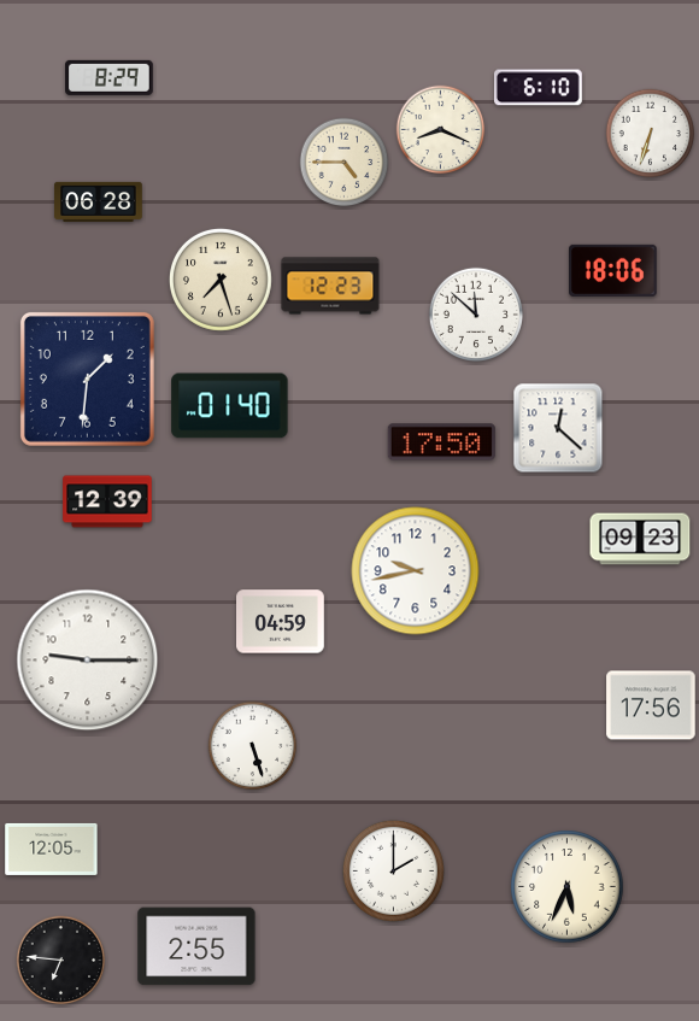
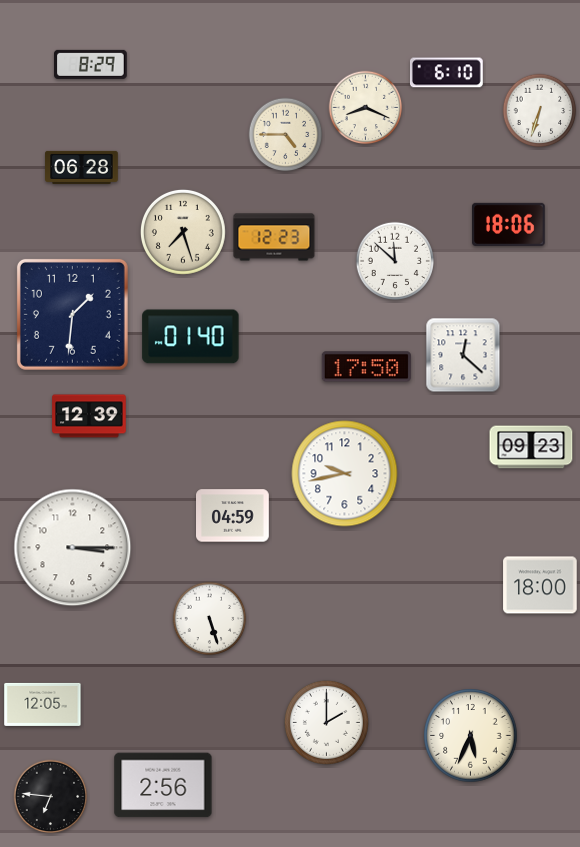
clock at (88, 661): 9:15 -> 3:15
clock at (651, 705): 17:56 -> 18:00
clock at (196, 946): 2:55 -> 2:56
